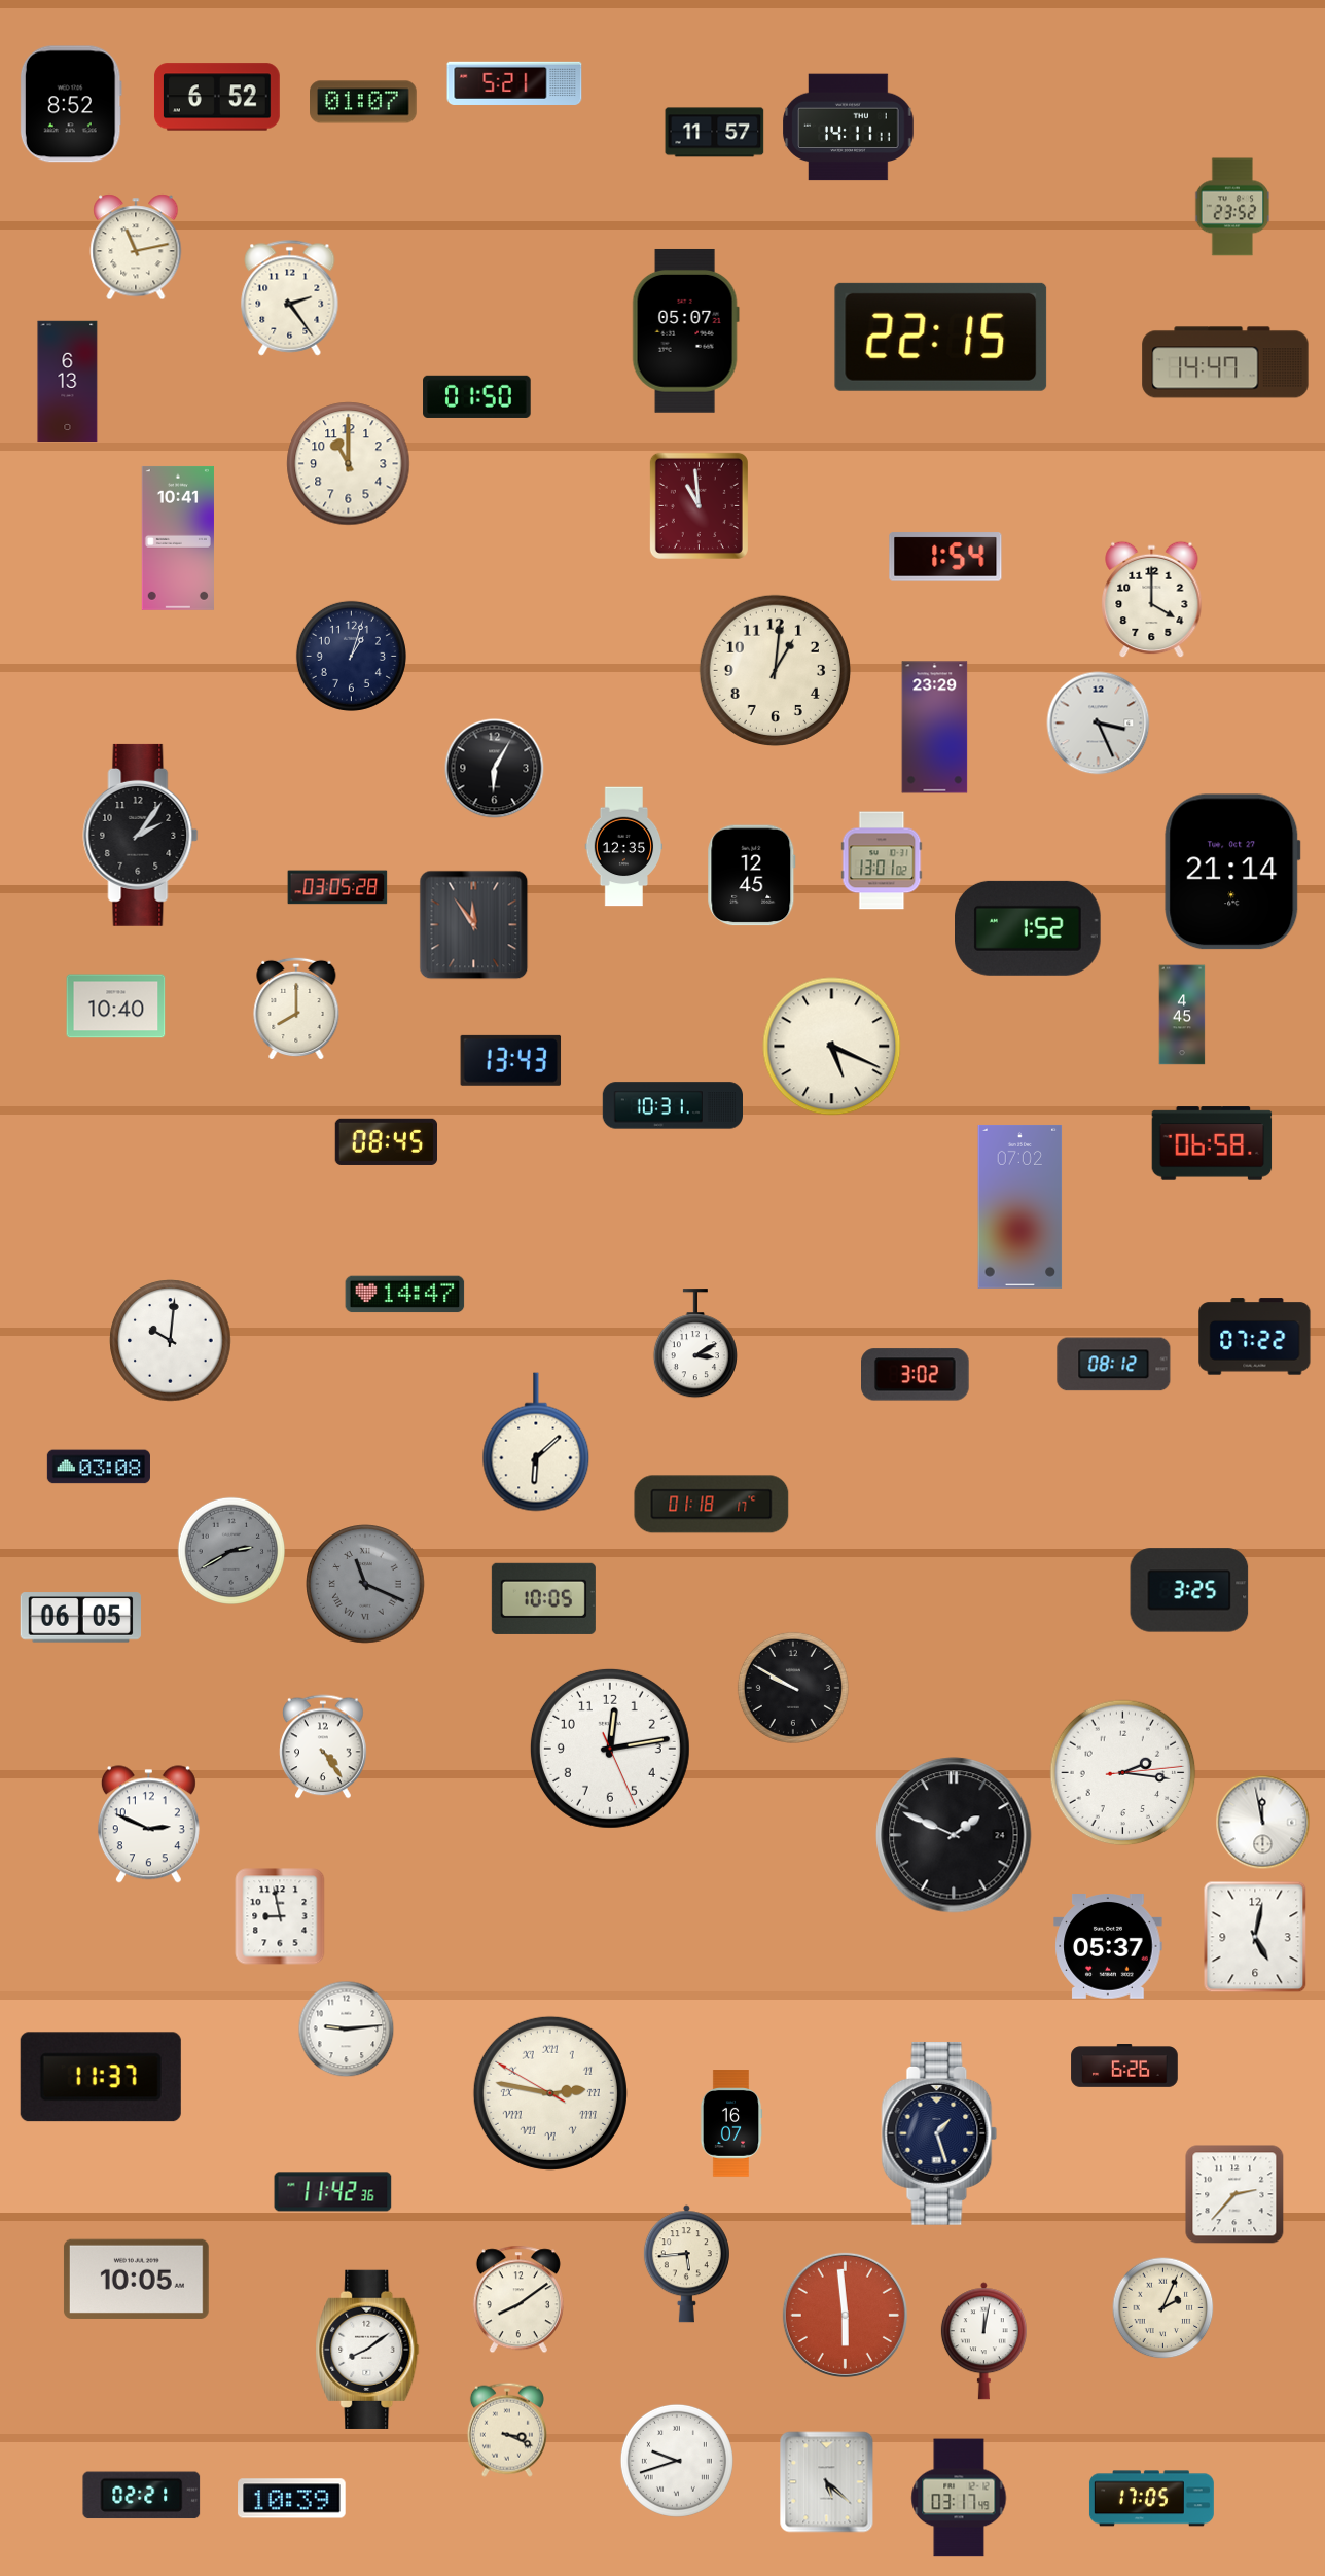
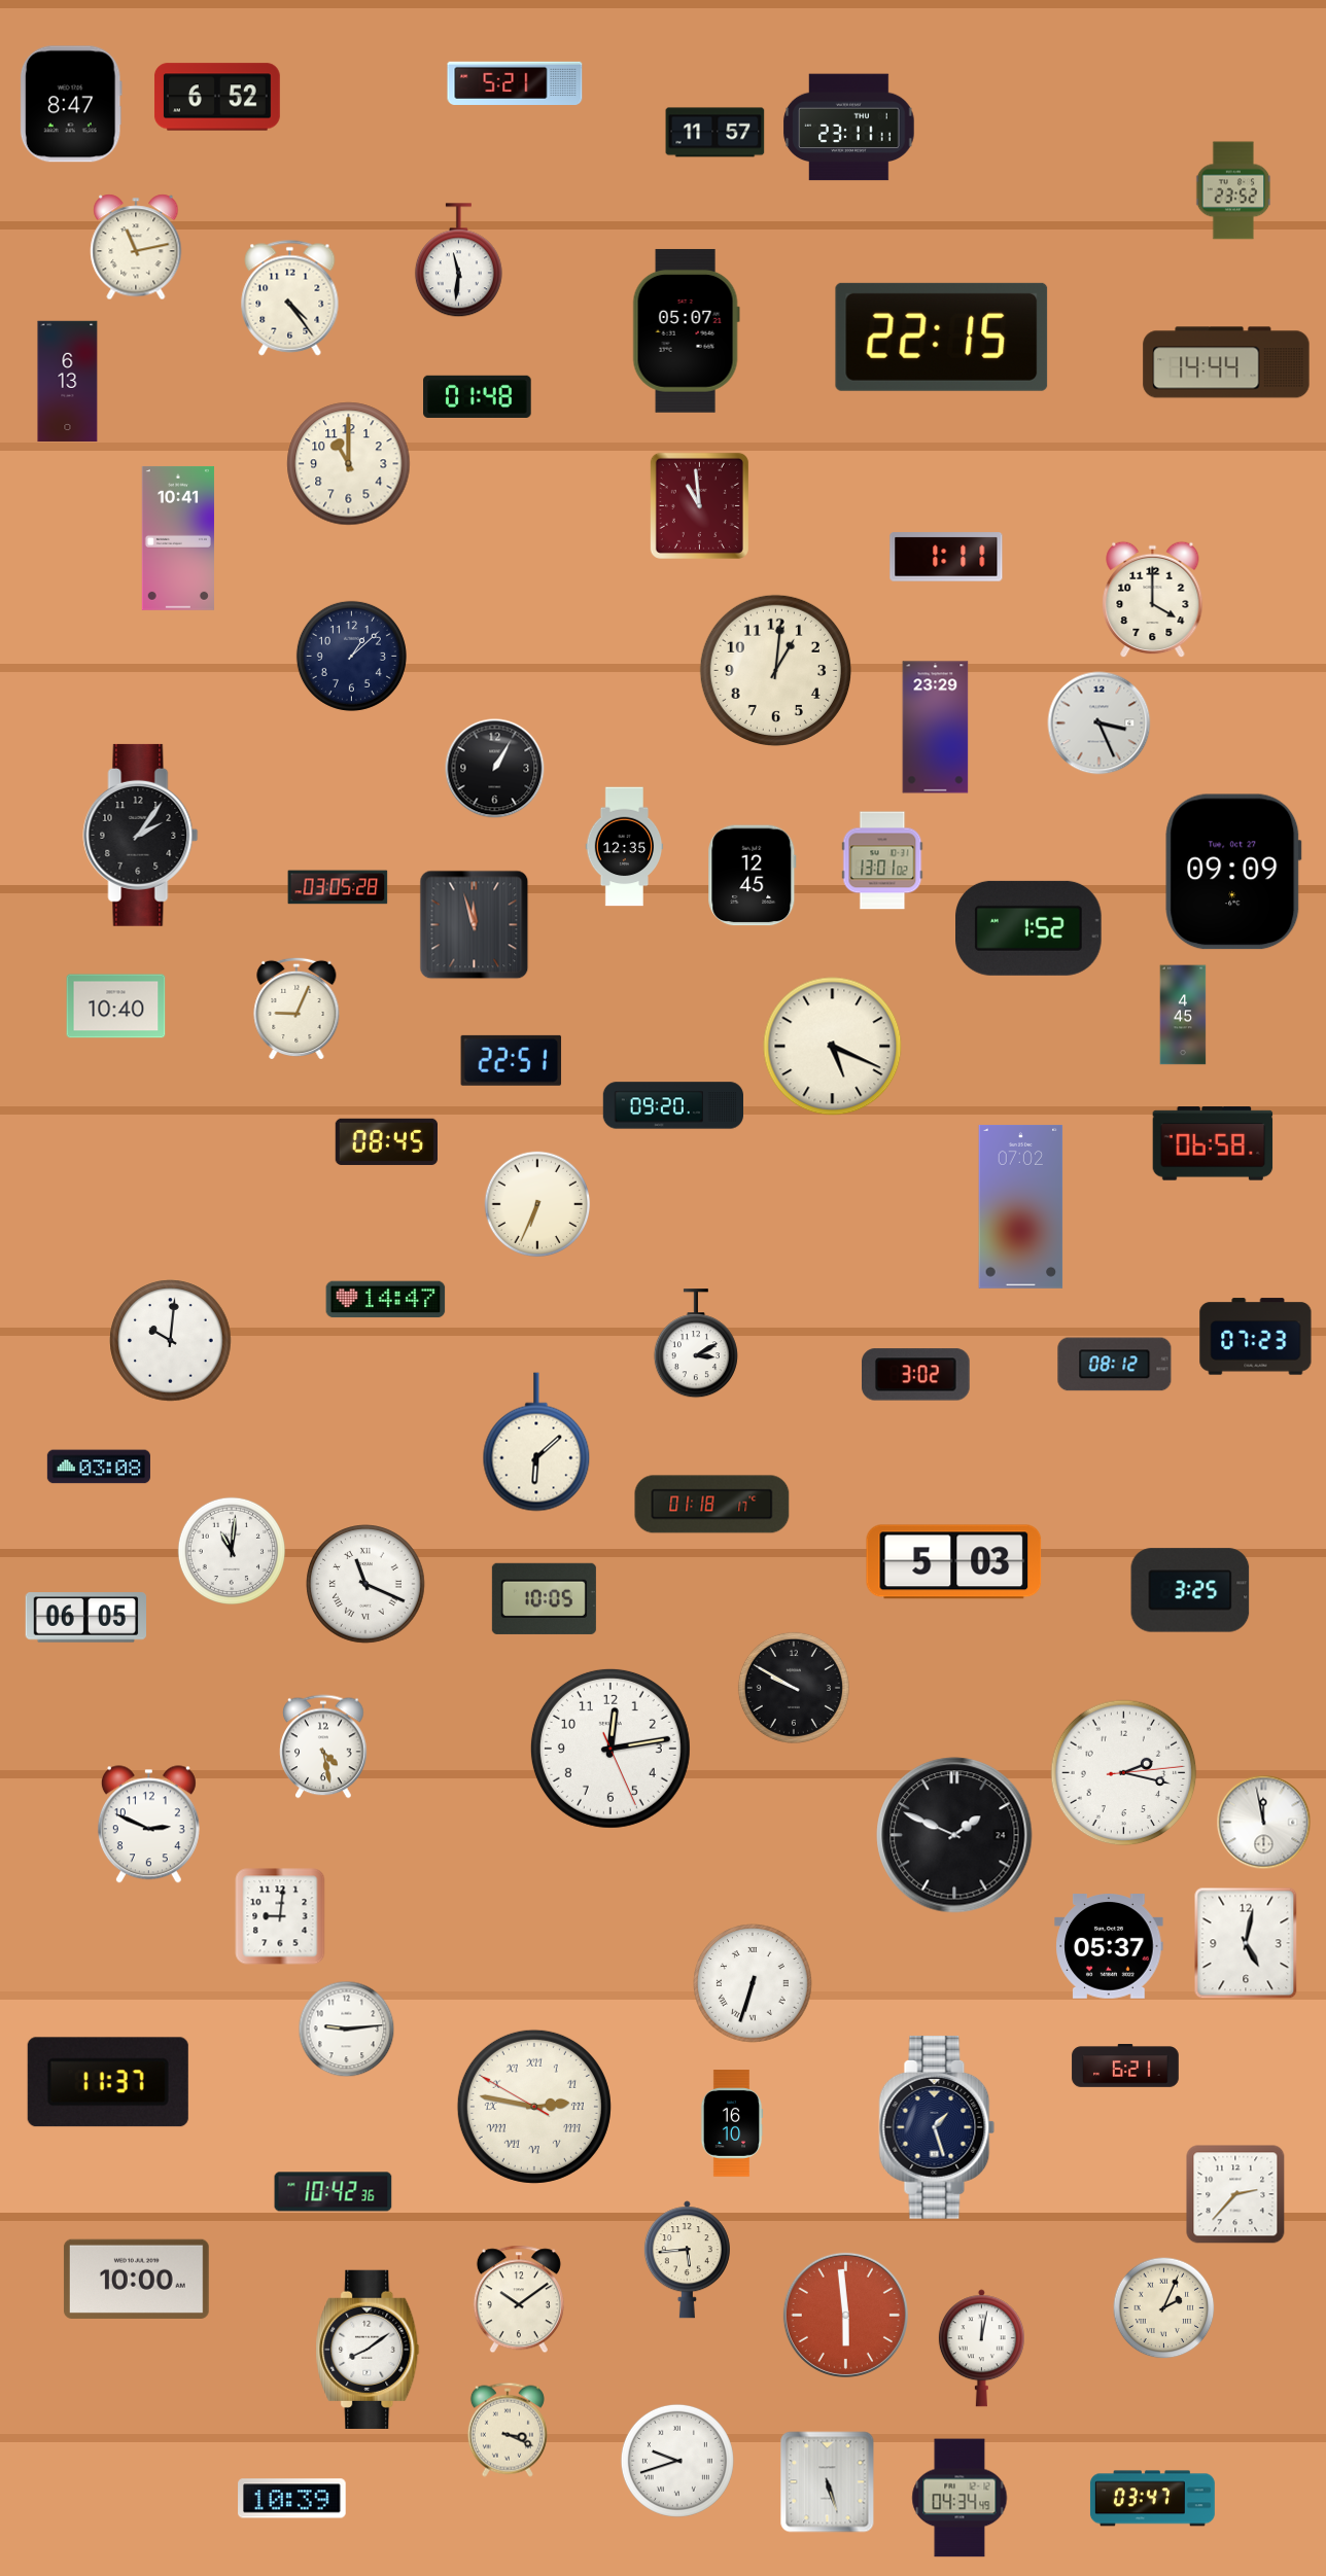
clock at (364, 102): 01:07 -> none
clock at (71, 104): 8:52 -> 8:47
clock at (849, 128): 14:11 -> 23:11
clock at (1232, 207) position: (1232, 207) -> (1233, 190)
clock at (458, 260): none -> 11:31
clock at (290, 298): 2:24 -> 4:24
clock at (1225, 362): 14:47 -> 14:44
clock at (477, 396): 01:50 -> 01:48
clock at (945, 557): 1:54 -> 1:11
clock at (351, 656): 1:03 -> 1:08
clock at (495, 769): 6:05 -> 1:05
clock at (1232, 872): 21:14 -> 09:09
clock at (474, 925): 11:54 -> 11:57
clock at (296, 1009): 8:00 -> 9:04
clock at (511, 1060): 13:43 -> 22:51
clock at (672, 1105): 10:31 -> 09:20
clock at (537, 1204): none -> 6:34
clock at (405, 1295) position: (405, 1295) -> (386, 1300)
clock at (1255, 1337): 07:22 -> 07:23
clock at (230, 1550): 2:40 -> 11:01
clock at (230, 1550) dial: grey -> white
clock at (954, 1562): none -> 5:03
clock at (365, 1584) dial: grey -> white
clock at (80, 1618) position: (80, 1618) -> (85, 1618)
clock at (323, 1746): 4:24 -> 4:28
clock at (1123, 1773): 2:16 -> 2:17
clock at (280, 1916): 8:58 -> 9:01
clock at (1255, 1937) position: (1255, 1937) -> (1246, 1943)
clock at (753, 1983): none -> 6:33
clock at (1124, 2067): 6:26 -> 6:21
clock at (101, 2077) position: (101, 2077) -> (108, 2082)
clock at (550, 2093) position: (550, 2093) -> (534, 2107)
clock at (731, 2123): 16:07 -> 16:10
clock at (939, 2133) position: (939, 2133) -> (937, 2127)
clock at (333, 2192): 11:42 -> 10:42
clock at (686, 2264) position: (686, 2264) -> (687, 2260)
clock at (136, 2279): 10:05 -> 10:00
clock at (518, 2299): 8:09 -> 10:09
clock at (983, 2341) position: (983, 2341) -> (981, 2349)
clock at (827, 2482): 5:22 -> 5:27
clock at (142, 2496): 02:21 -> none
clock at (959, 2498): 03:17 -> 04:34
clock at (1151, 2499): 17:05 -> 03:47
